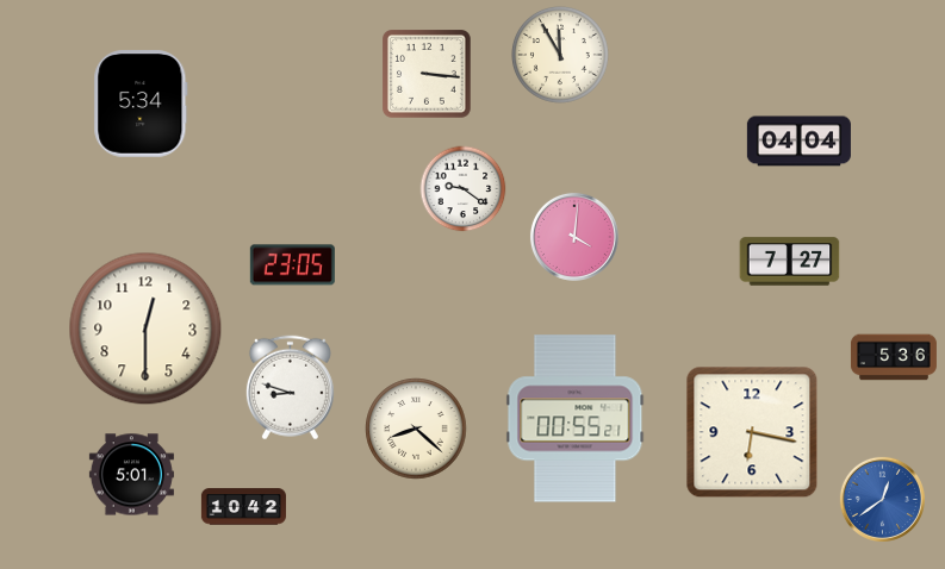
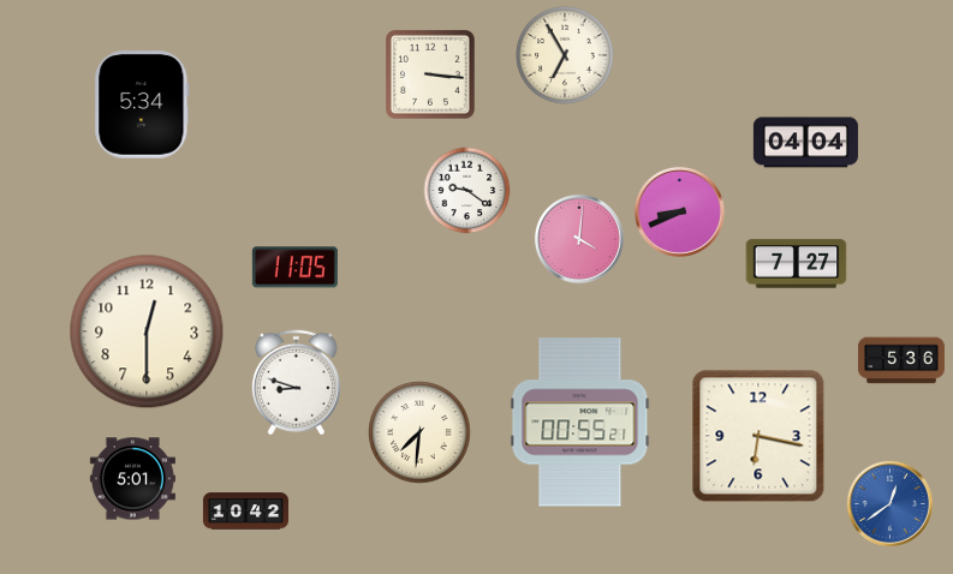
clock at (560, 55): 11:55 -> 6:55
clock at (679, 211): none -> 8:41
clock at (292, 265): 23:05 -> 11:05
clock at (290, 388) position: (290, 388) -> (296, 383)
clock at (416, 429): 8:22 -> 7:31
